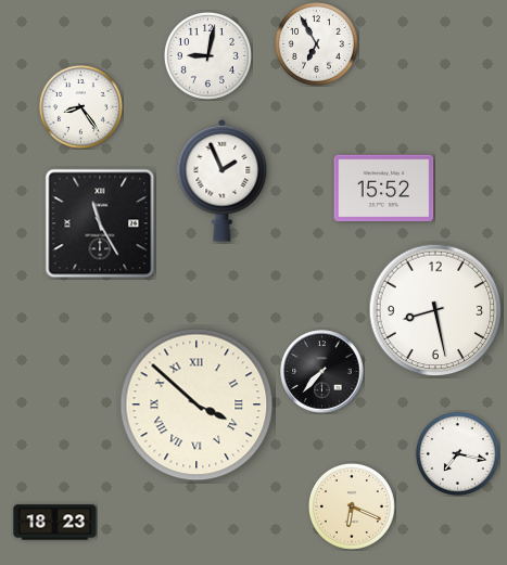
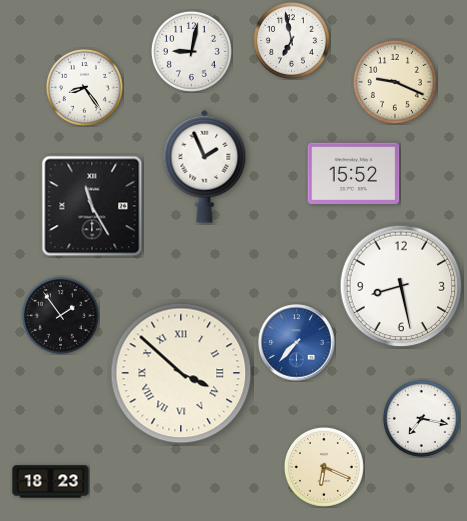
clock at (316, 43): 6:55 -> 6:58
clock at (395, 82): none -> 9:19
clock at (80, 106) position: (80, 106) -> (84, 87)
clock at (60, 315): none -> 1:54
clock at (322, 372) dial: black -> blue
